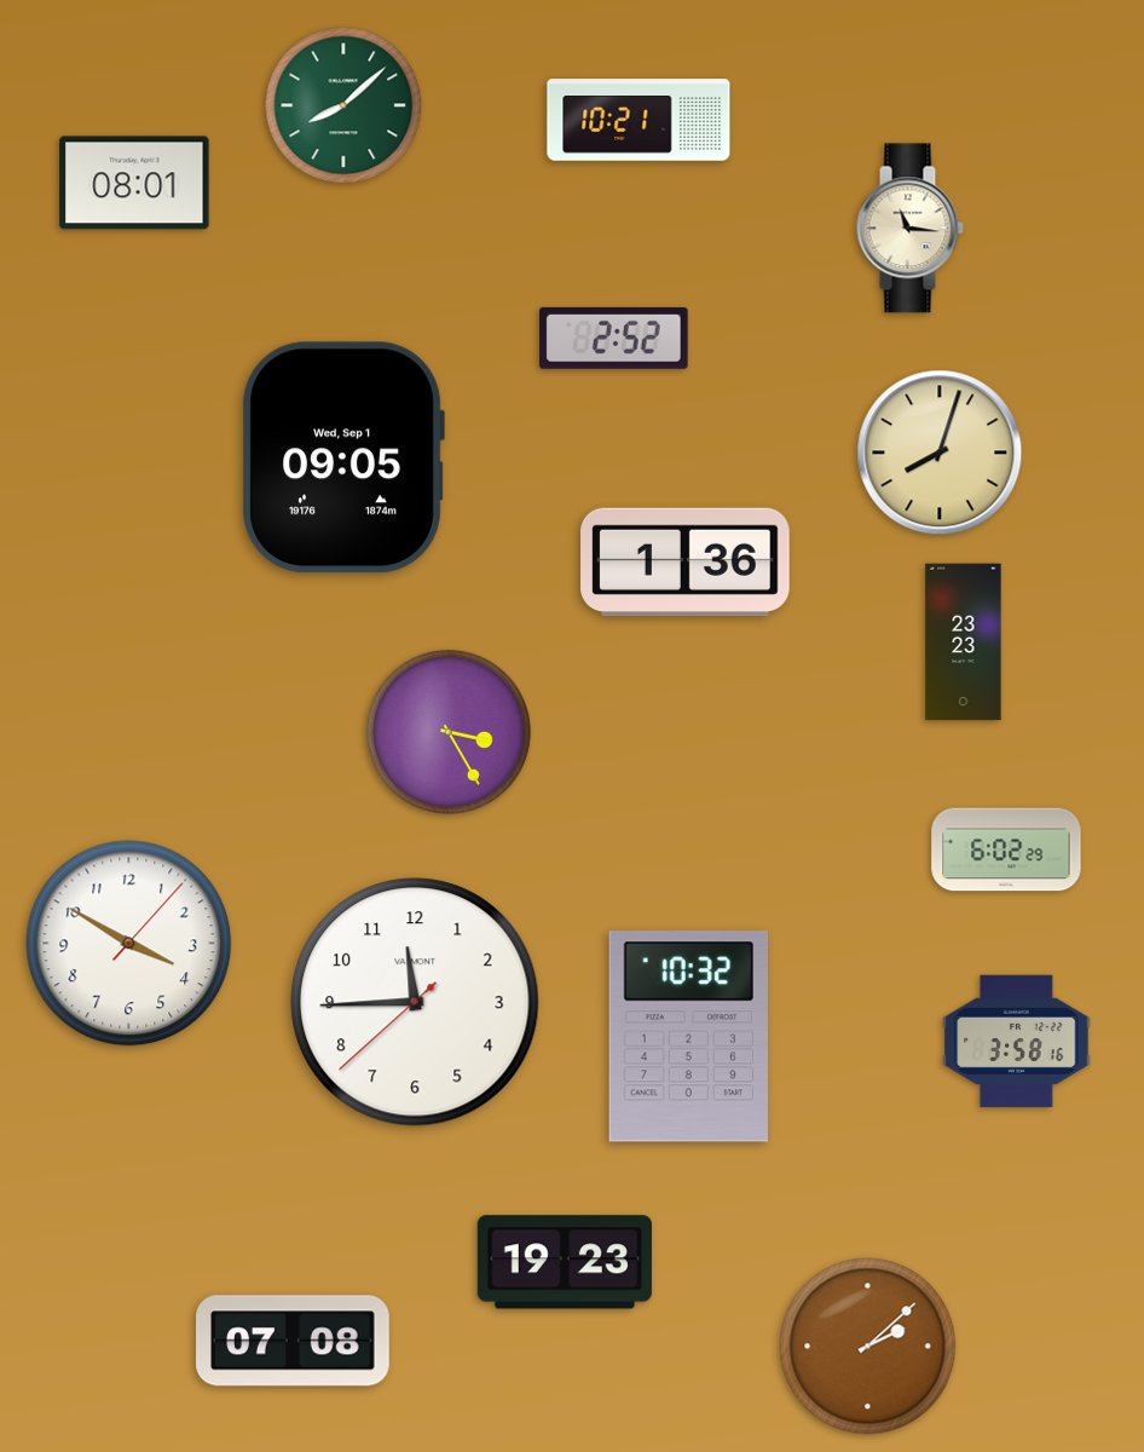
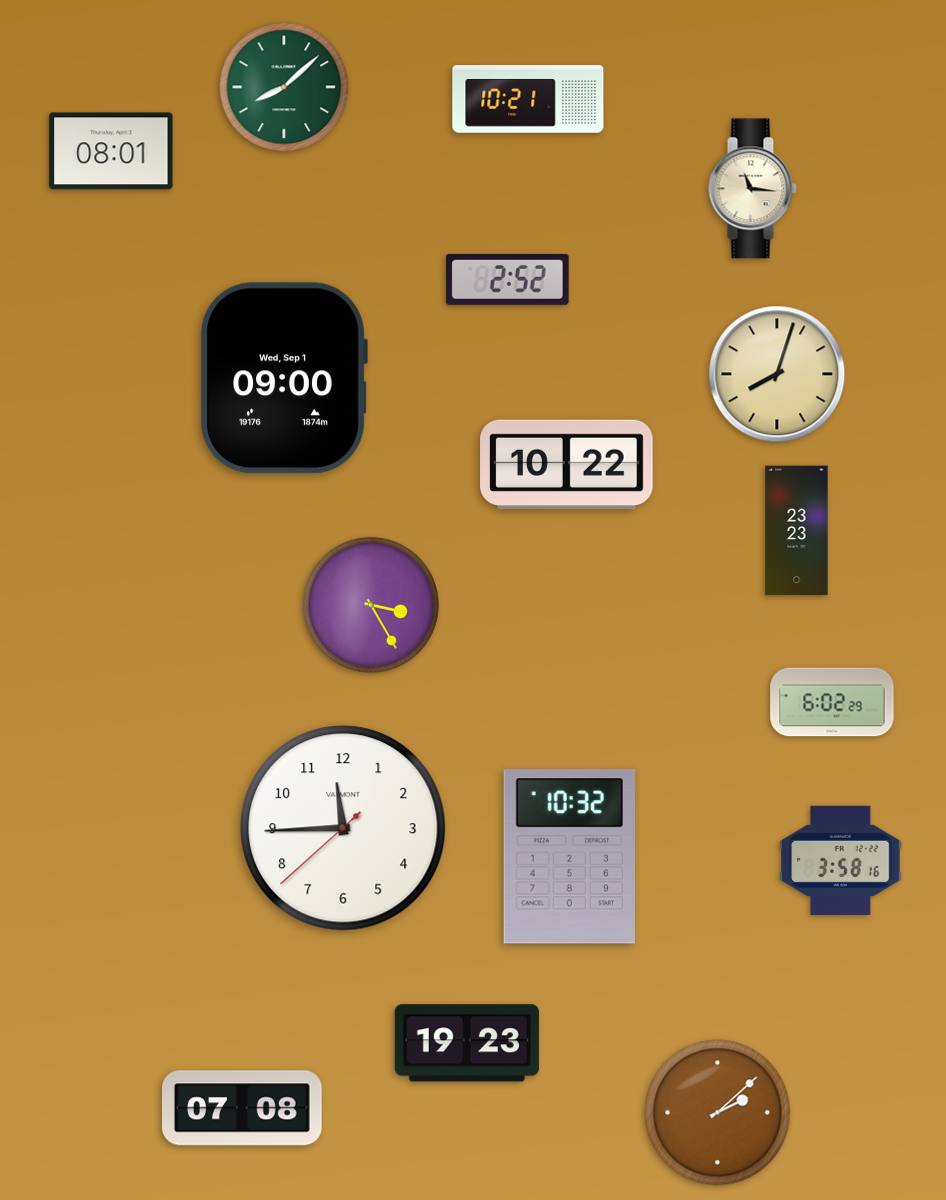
clock at (343, 457): 09:05 -> 09:00
clock at (686, 563): 1:36 -> 10:22
clock at (129, 944): 3:50 -> none
